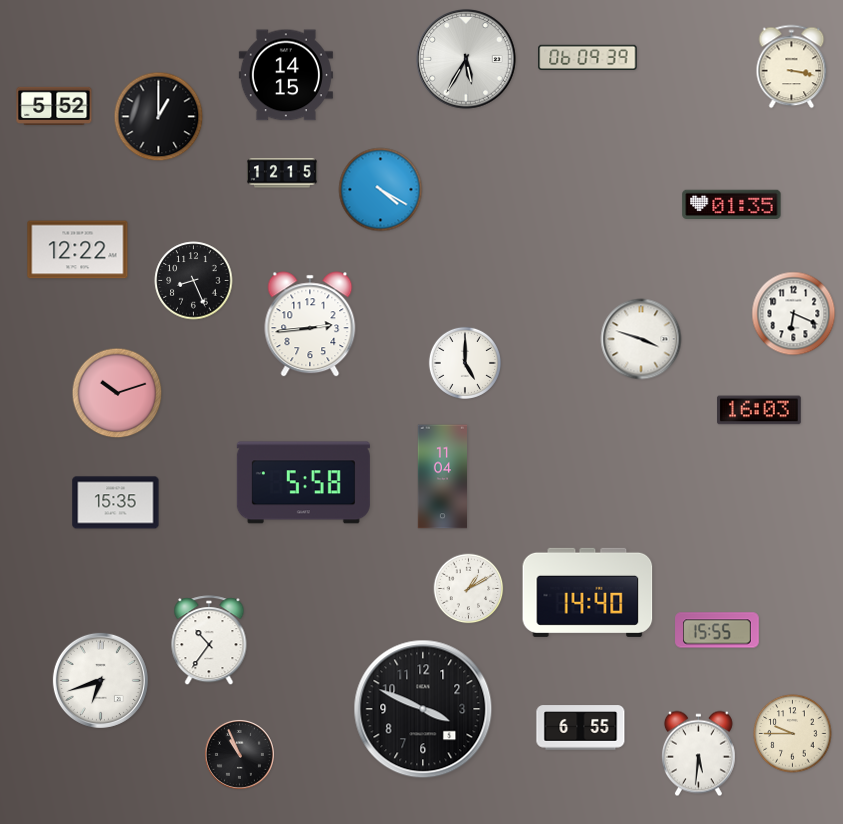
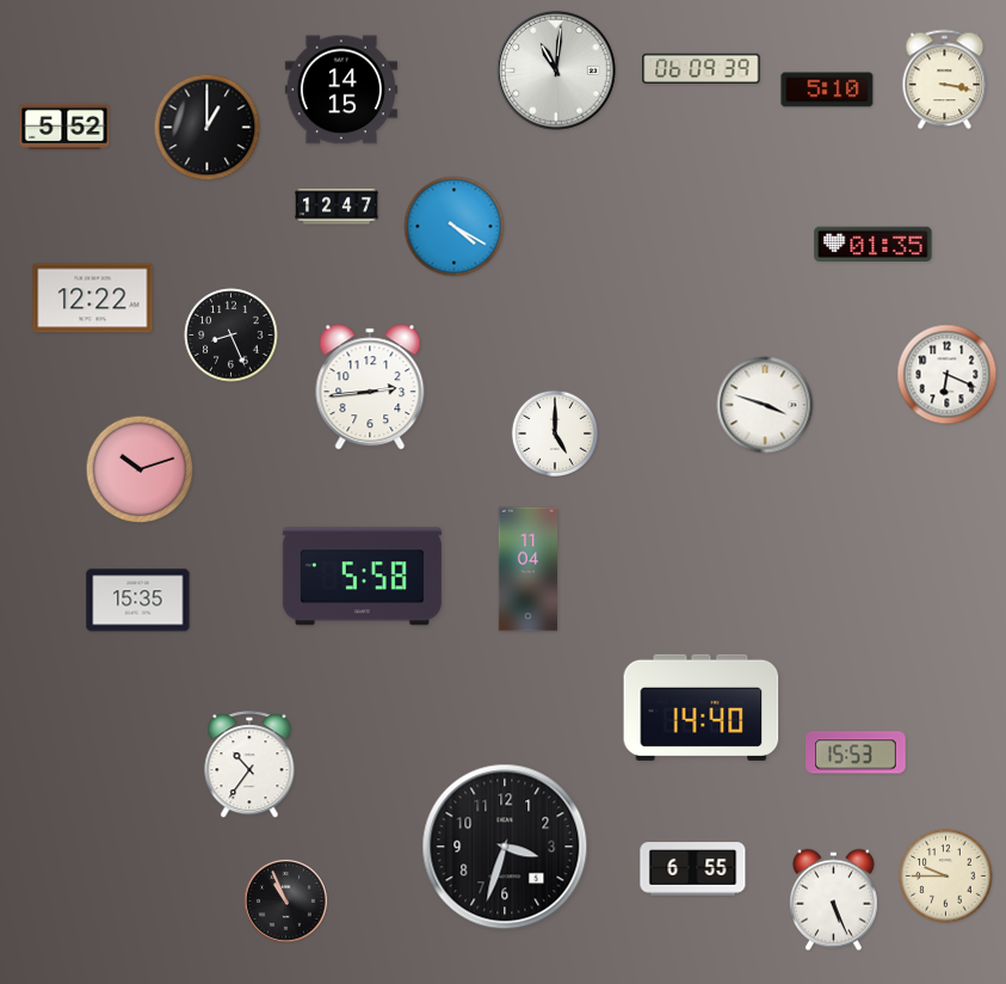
clock at (466, 59): 5:35 -> 11:01
clock at (827, 90): none -> 5:10
clock at (159, 117) position: (159, 117) -> (208, 128)
clock at (282, 173): 12:15 -> 12:47
clock at (760, 410): 16:03 -> none
clock at (469, 589): 1:10 -> none
clock at (717, 630): 15:55 -> 15:53
clock at (100, 680): 6:42 -> none
clock at (423, 709): 3:49 -> 3:33
clock at (698, 754): 5:31 -> 5:26
